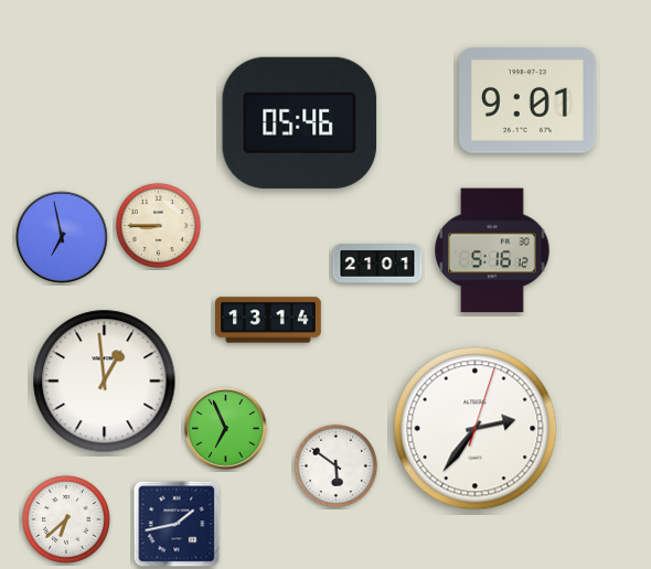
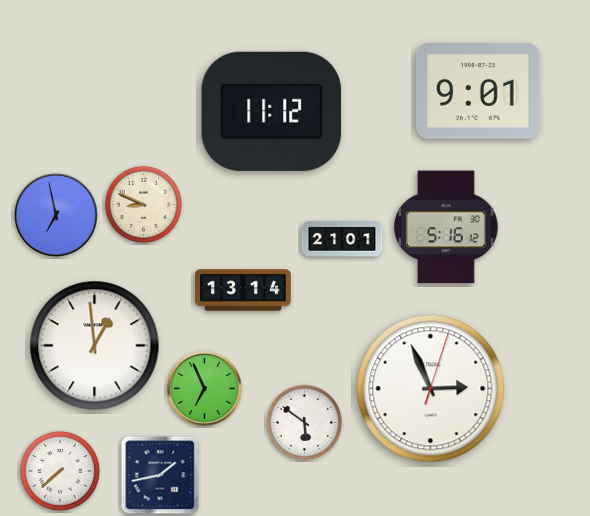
clock at (300, 122): 05:46 -> 11:12
clock at (158, 225): 8:45 -> 8:49
clock at (476, 429): 2:36 -> 2:56
clock at (66, 519): 6:38 -> 7:38
